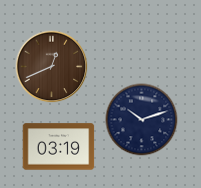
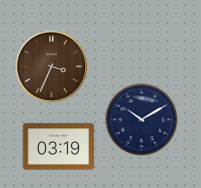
clock at (52, 67): 12:41 -> 3:34
clock at (142, 120): 10:12 -> 10:10
